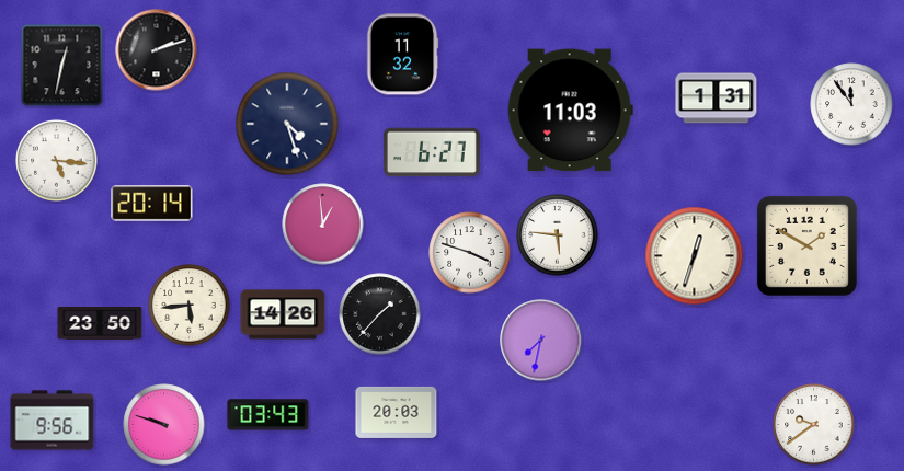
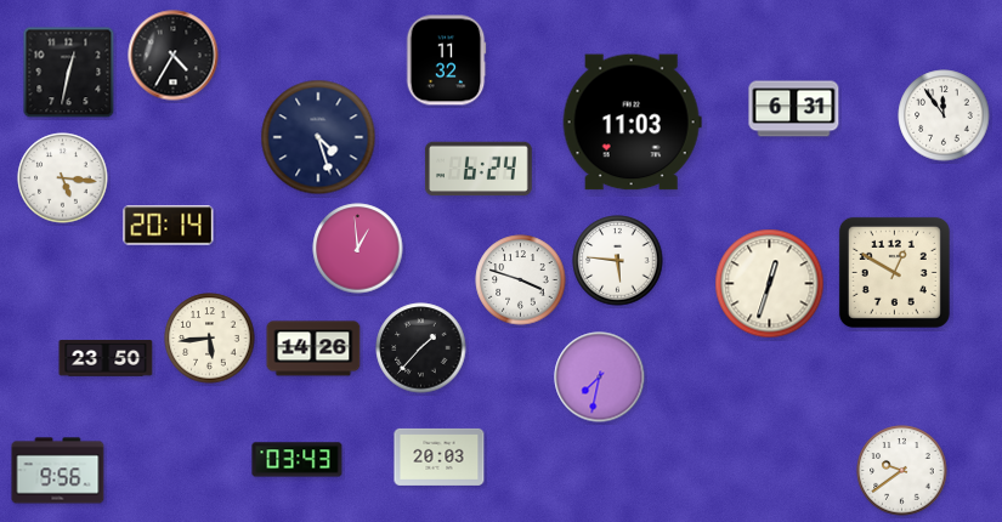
clock at (157, 50): 2:12 -> 4:35
clock at (717, 99): 1:31 -> 6:31
clock at (432, 152): 6:27 -> 6:24
clock at (806, 245): 1:50 -> 12:50
clock at (100, 324) position: (100, 324) -> (106, 359)
clock at (53, 421) position: (53, 421) -> (58, 471)
clock at (164, 425): 9:48 -> none
